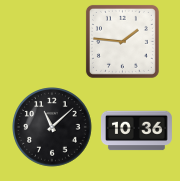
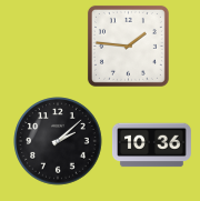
clock at (122, 41) position: (122, 41) -> (128, 46)
clock at (52, 127): 11:08 -> 2:08
